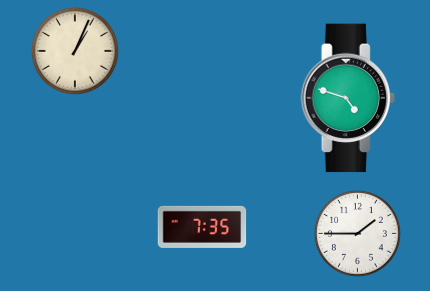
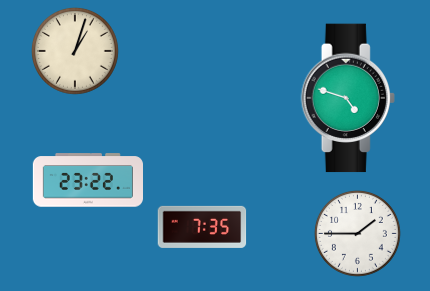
clock at (75, 51): 1:04 -> 1:03
clock at (87, 180): none -> 23:22
